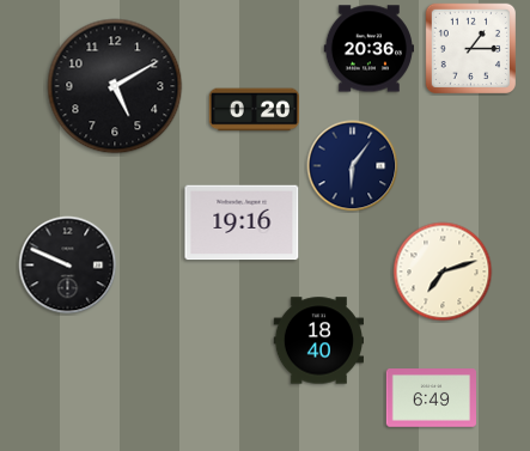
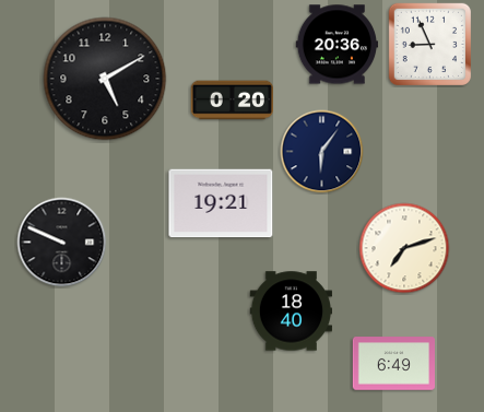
clock at (470, 48): 1:15 -> 8:56
clock at (242, 223): 19:16 -> 19:21
